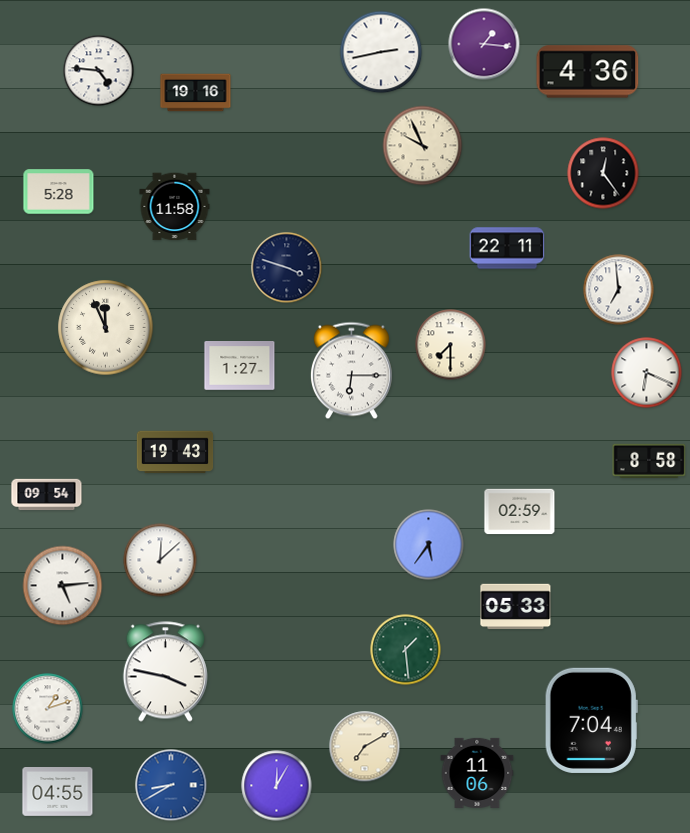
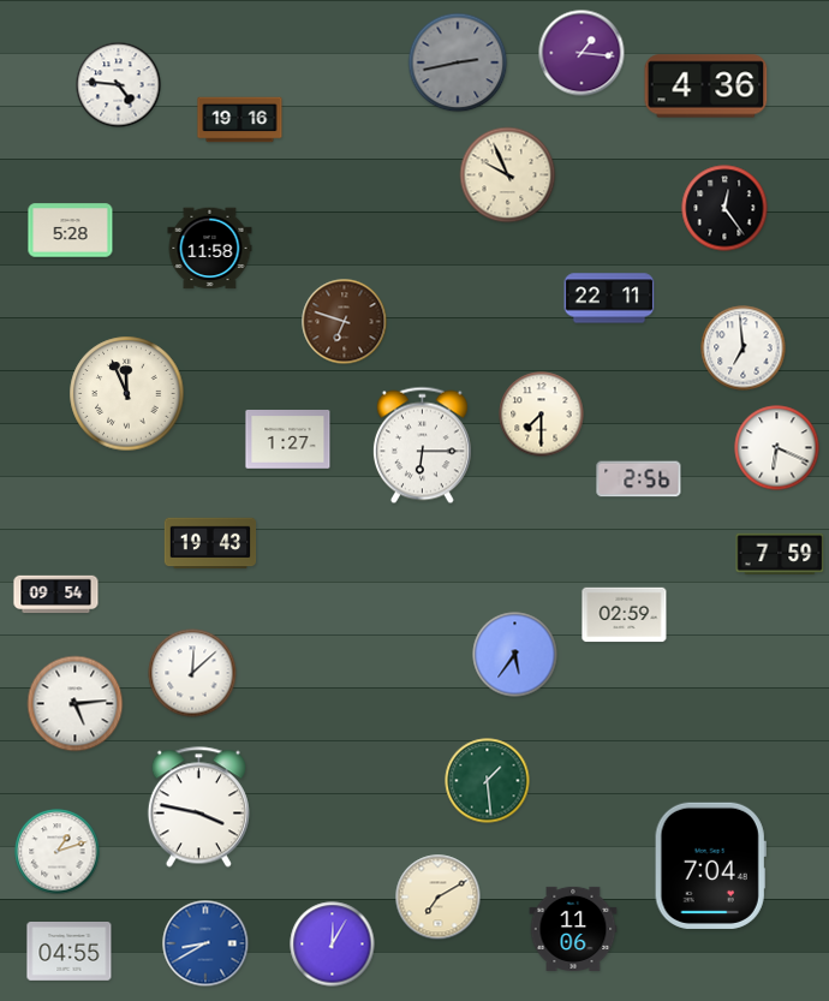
clock at (381, 52) dial: white -> grey
clock at (196, 93) position: (196, 93) -> (240, 120)
clock at (287, 268): 3:48 -> 6:48
clock at (287, 268) dial: navy -> brown
clock at (639, 479): none -> 2:56
clock at (649, 461): 8:58 -> 7:59
clock at (516, 607): 05:33 -> none
